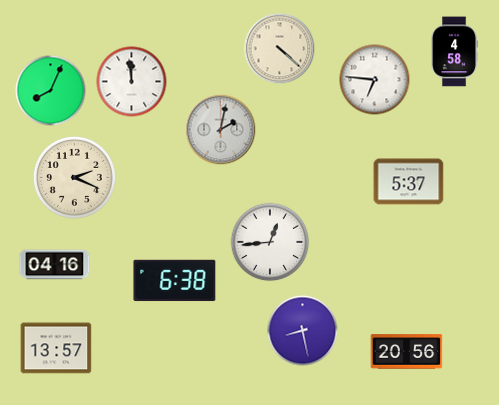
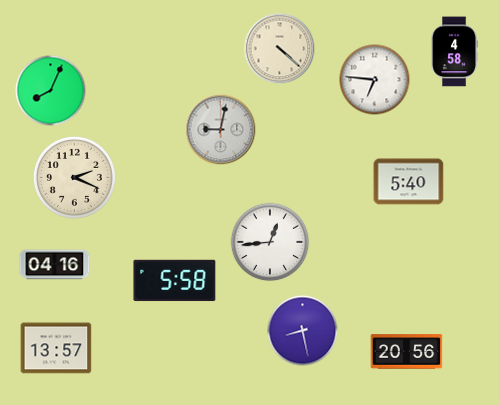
clock at (132, 82): 11:59 -> none
clock at (221, 130): 2:02 -> 9:02
clock at (409, 182): 5:37 -> 5:40
clock at (175, 281): 6:38 -> 5:58
